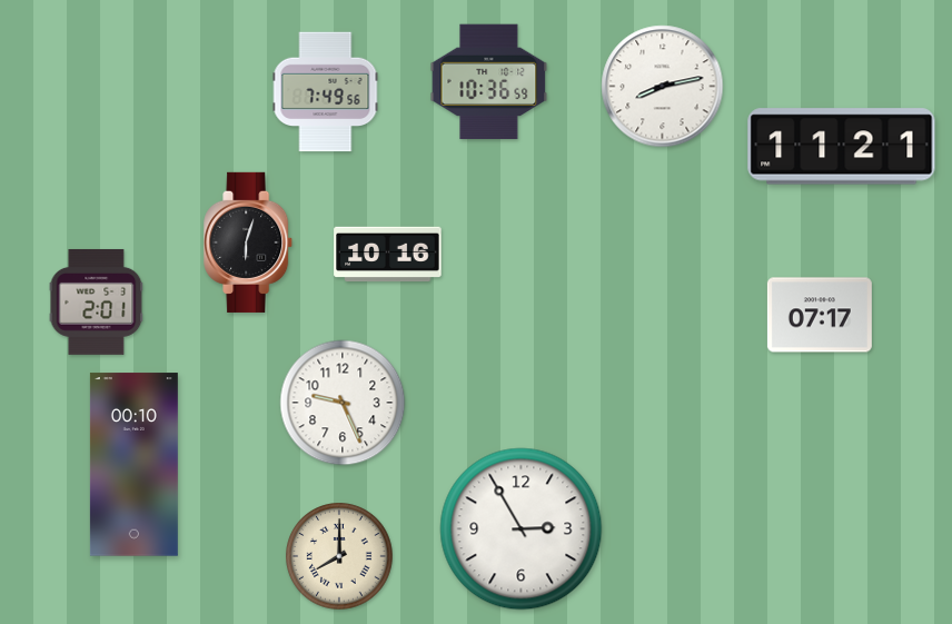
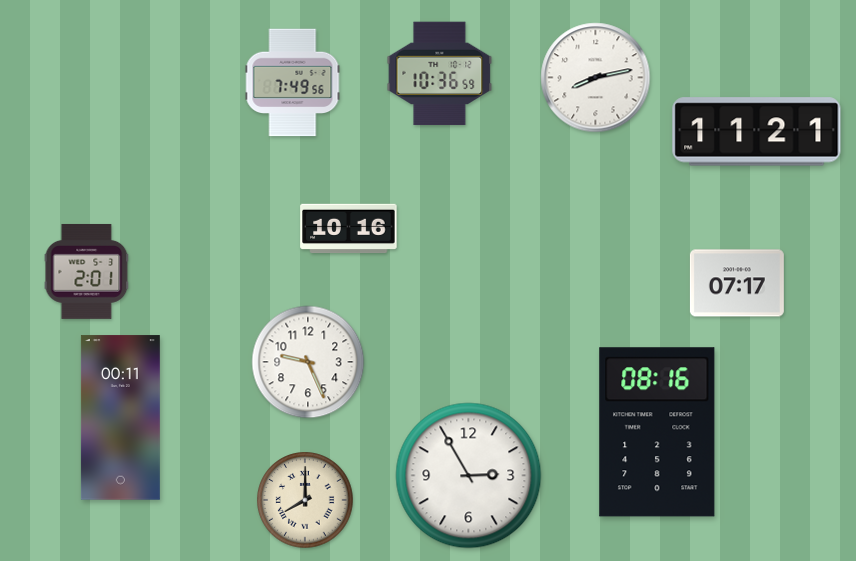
clock at (249, 242): 6:03 -> none
clock at (133, 465): 00:10 -> 00:11
clock at (657, 432): none -> 08:16
